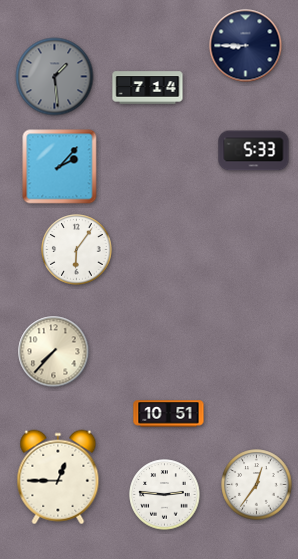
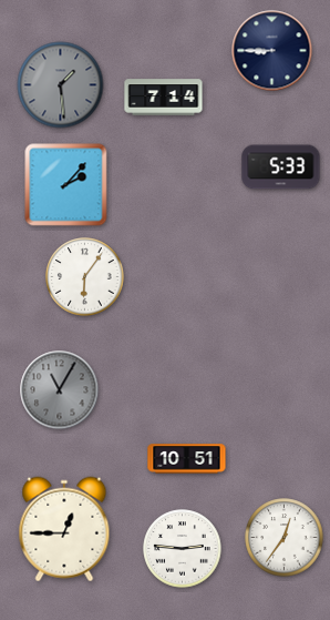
clock at (54, 352): 7:37 -> 11:05
clock at (54, 352) dial: cream -> grey
